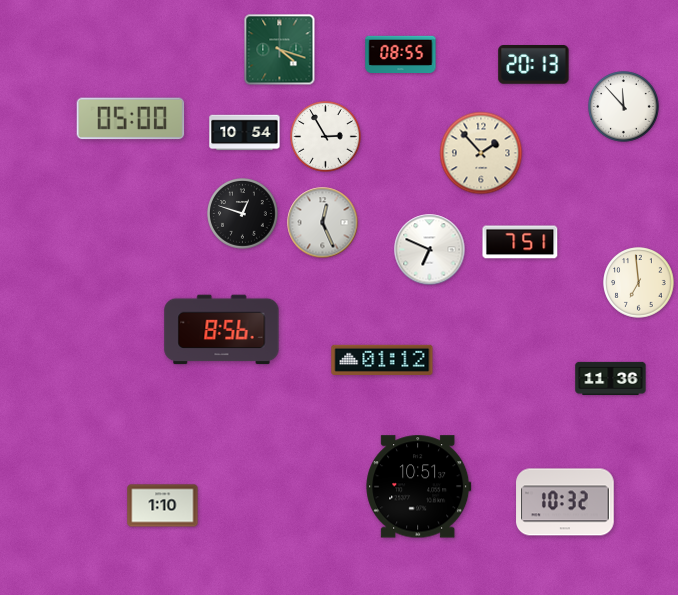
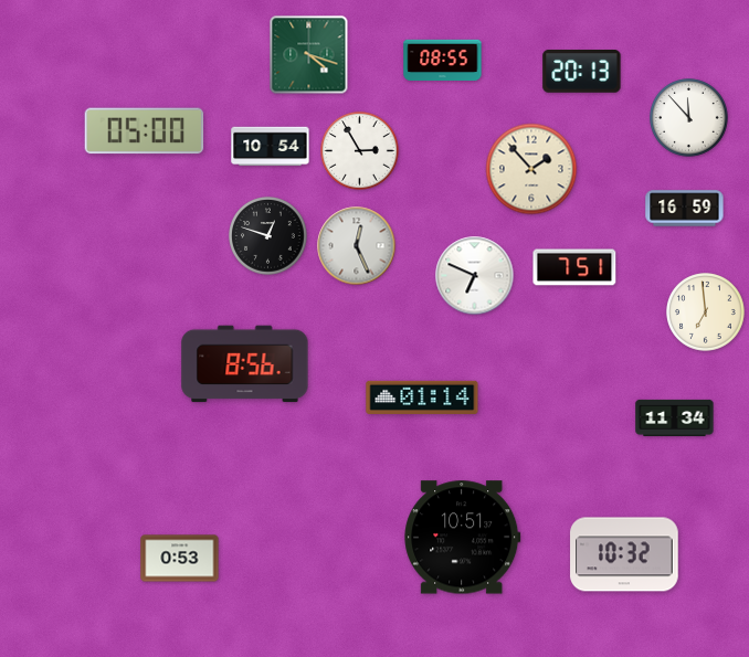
clock at (534, 65) position: (534, 65) -> (582, 72)
clock at (685, 209): none -> 16:59
clock at (382, 360): 01:12 -> 01:14
clock at (611, 378): 11:36 -> 11:34
clock at (163, 506): 1:10 -> 0:53
